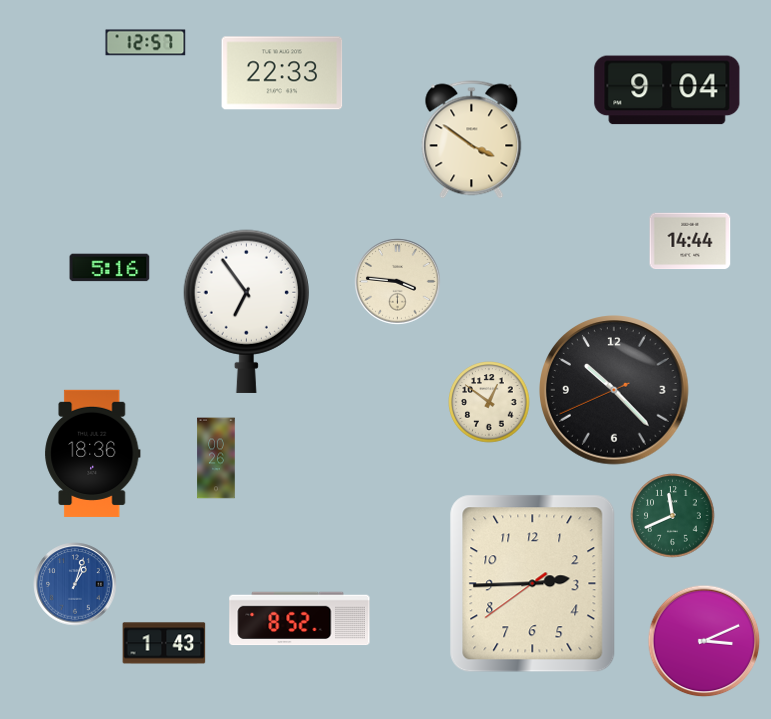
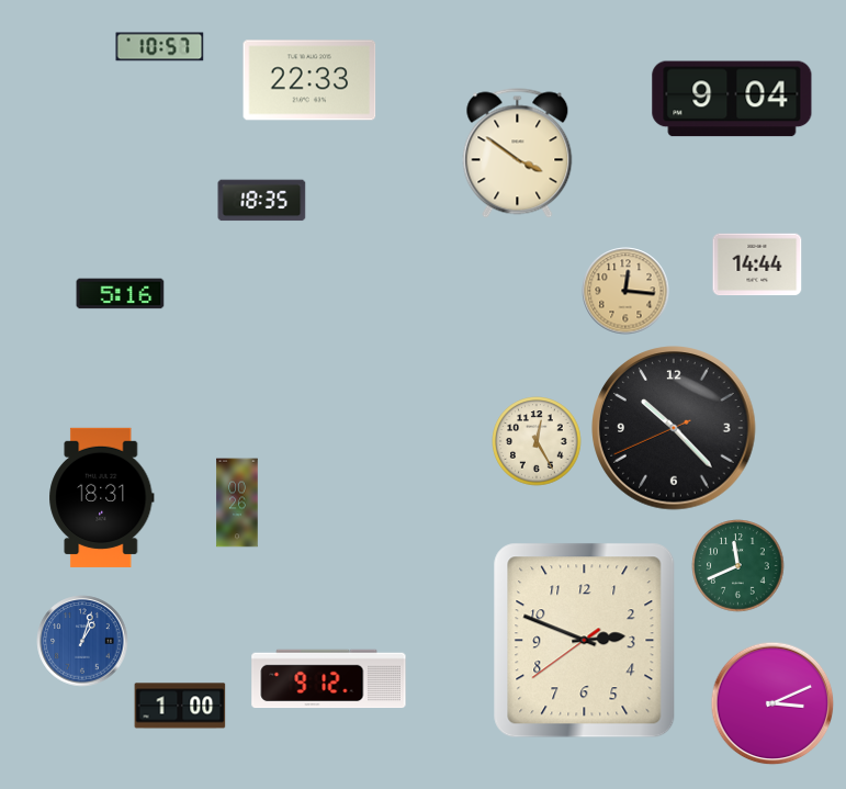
clock at (146, 43): 12:57 -> 10:57
clock at (262, 201): none -> 18:35
clock at (625, 291): none -> 12:16
clock at (398, 282): 3:46 -> none
clock at (246, 311): 6:54 -> none
clock at (489, 402): 12:51 -> 12:25
clock at (93, 453): 18:36 -> 18:31
clock at (533, 584): 2:44 -> 2:48
clock at (300, 619): 8:52 -> 9:12
clock at (164, 643): 1:43 -> 1:00
